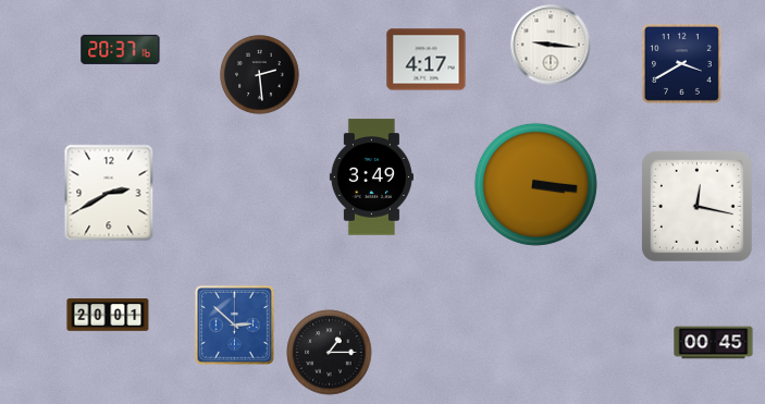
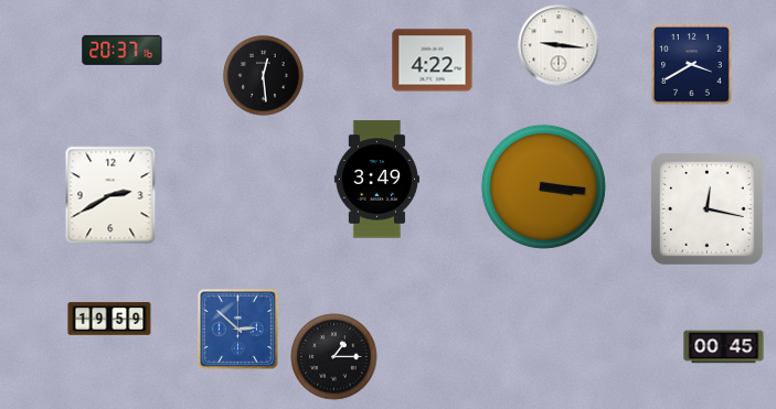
clock at (427, 60): 4:17 -> 4:22
clock at (260, 75): 2:29 -> 12:29
clock at (108, 315): 20:01 -> 19:59
